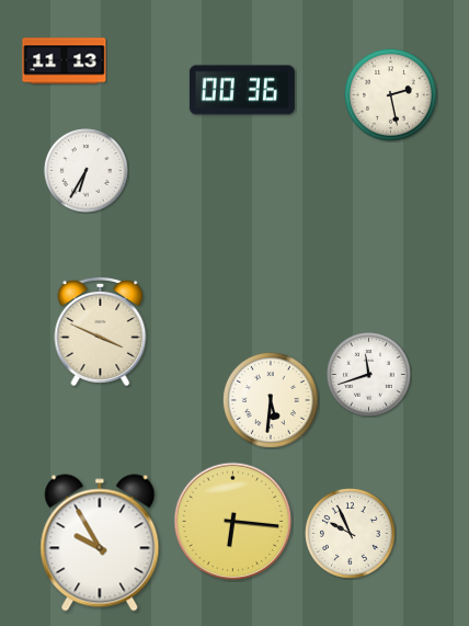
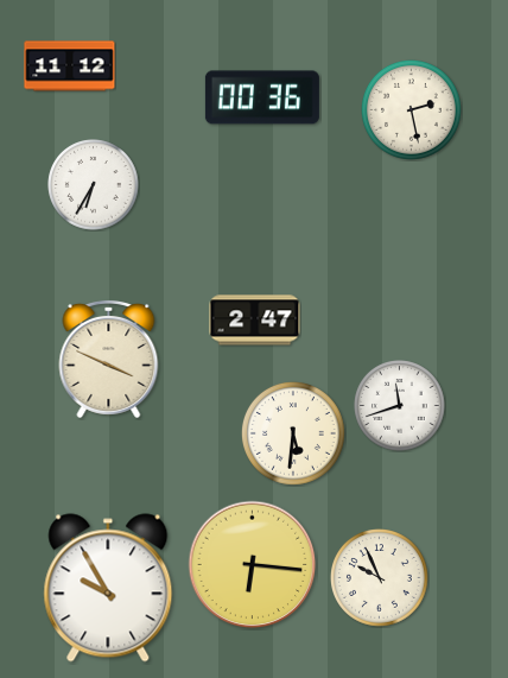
clock at (65, 61): 11:13 -> 11:12
clock at (391, 95) position: (391, 95) -> (412, 110)
clock at (255, 321): none -> 2:47
